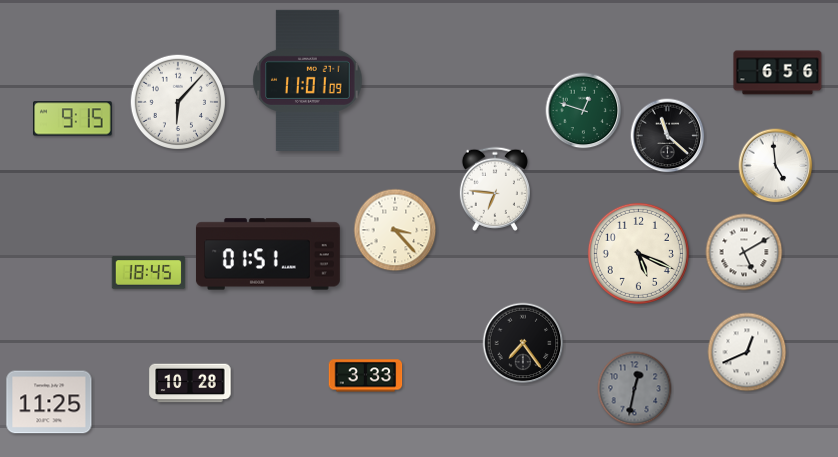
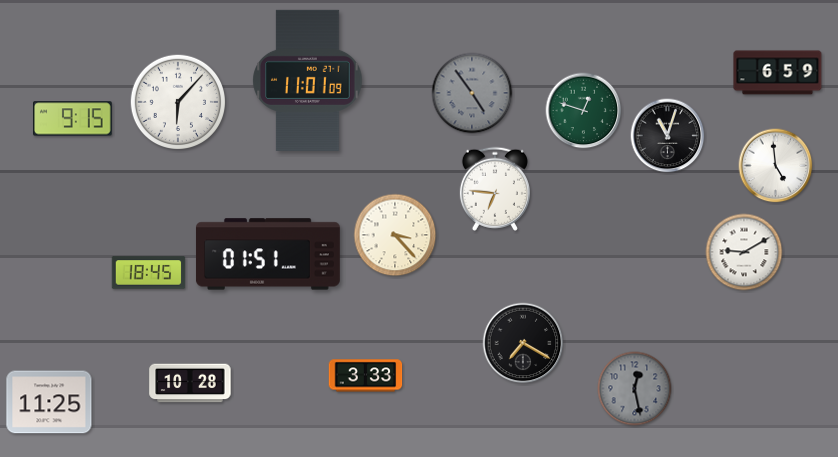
clock at (778, 73): 6:56 -> 6:59
clock at (472, 93): none -> 4:54
clock at (668, 136): 11:22 -> 11:03
clock at (395, 230) position: (395, 230) -> (395, 235)
clock at (744, 252): 5:10 -> 9:10
clock at (638, 253): 5:19 -> none
clock at (523, 343): 7:24 -> 7:20
clock at (747, 352): 12:41 -> none
clock at (635, 389): 12:32 -> 12:28
